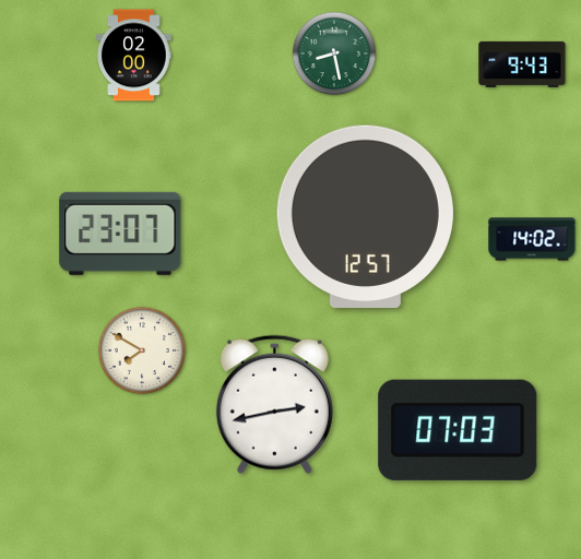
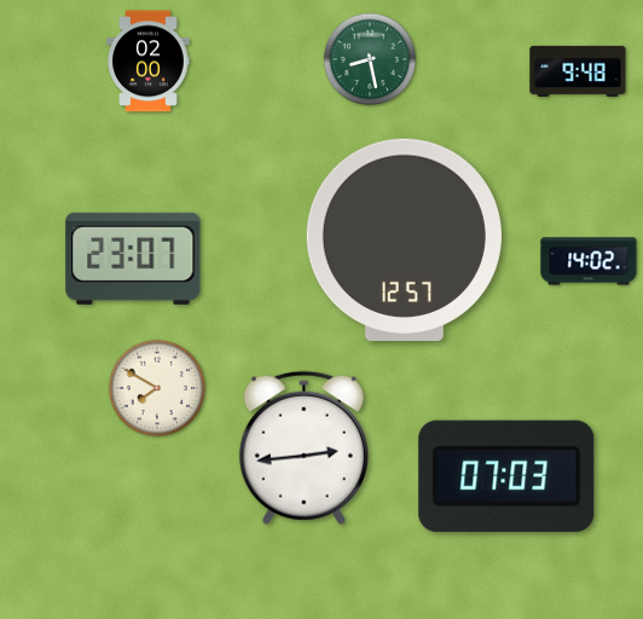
clock at (522, 64): 9:43 -> 9:48
clock at (532, 239) position: (532, 239) -> (589, 261)
clock at (274, 404): 2:43 -> 2:44
